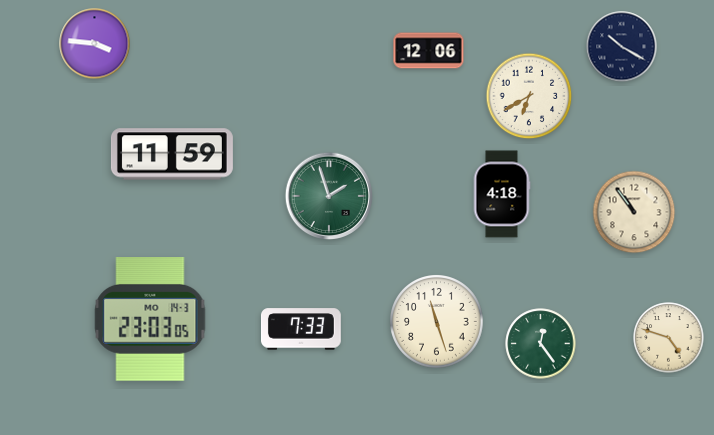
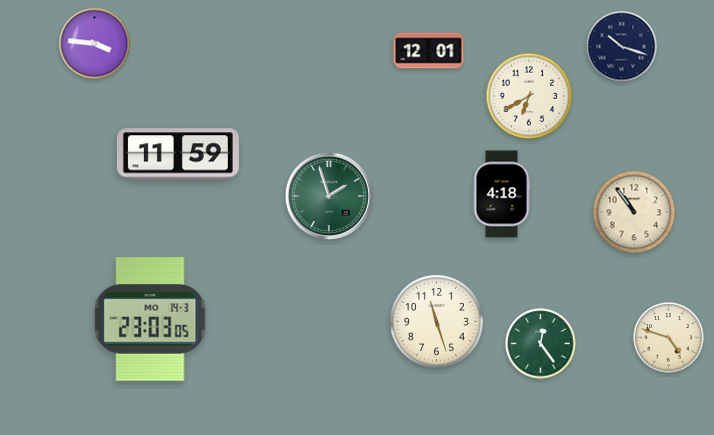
clock at (622, 47): 10:20 -> 10:18
clock at (429, 51): 12:06 -> 12:01
clock at (172, 154) position: (172, 154) -> (178, 154)
clock at (301, 329): 7:33 -> none
